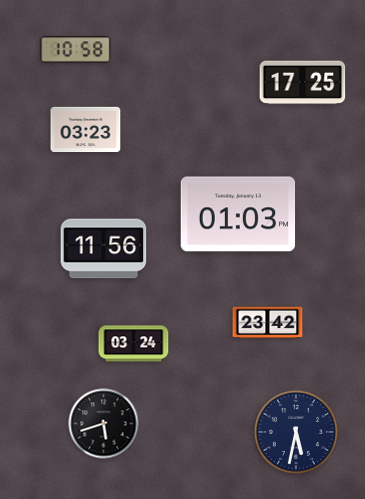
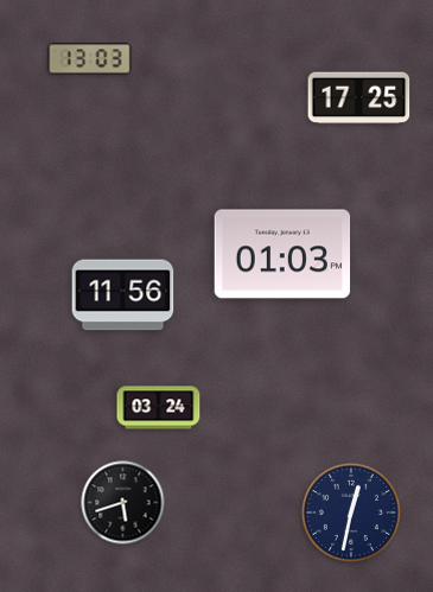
clock at (76, 50): 10:58 -> 13:03
clock at (86, 130): 03:23 -> none
clock at (268, 323): 23:42 -> none
clock at (296, 432): 5:32 -> 12:32
